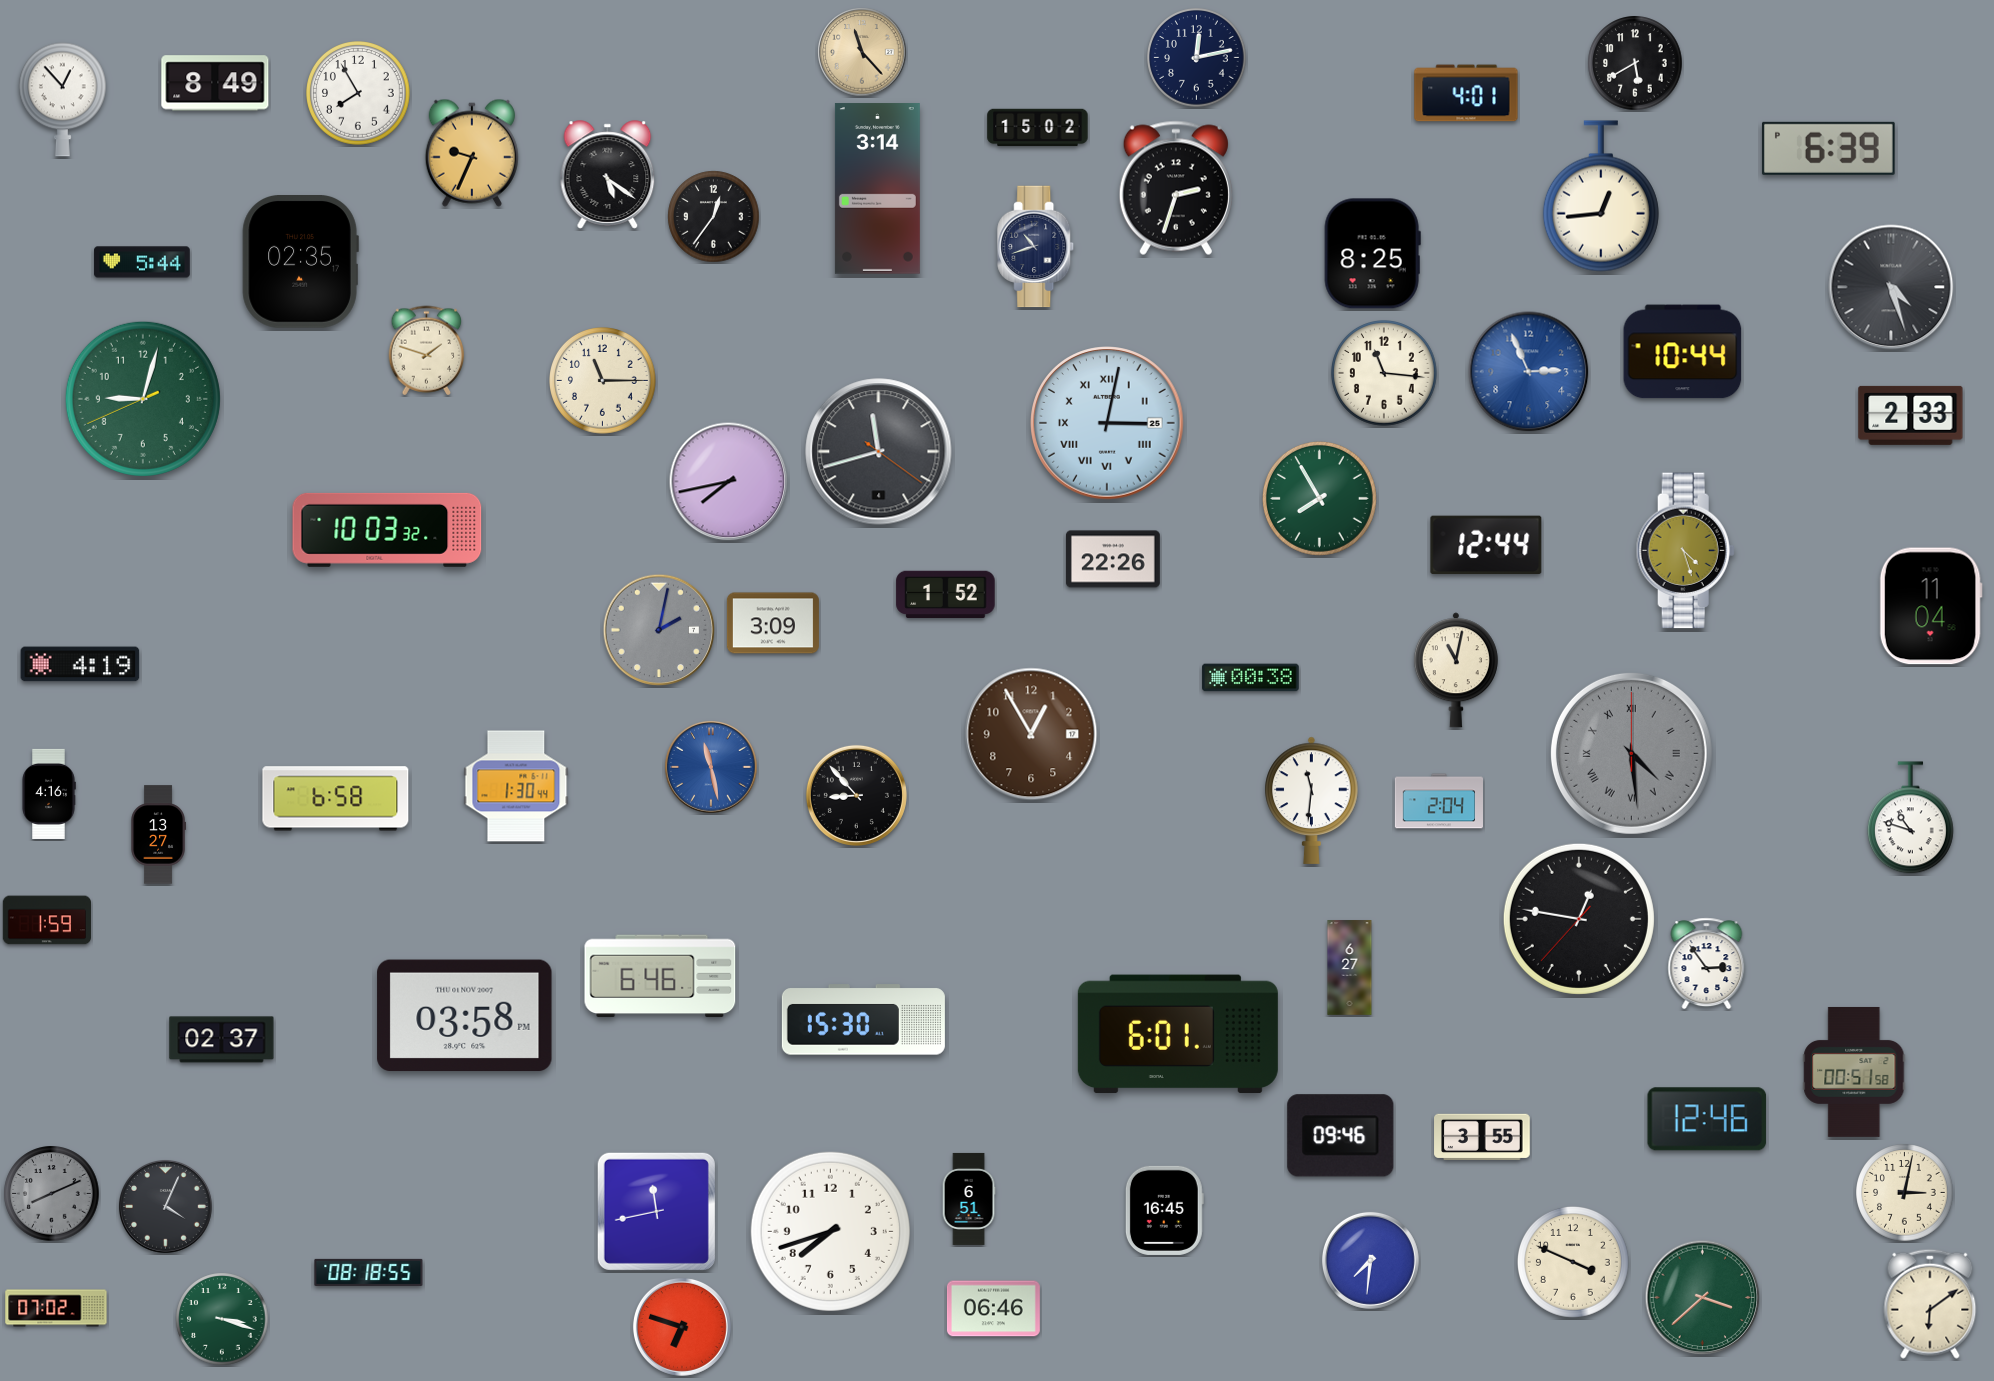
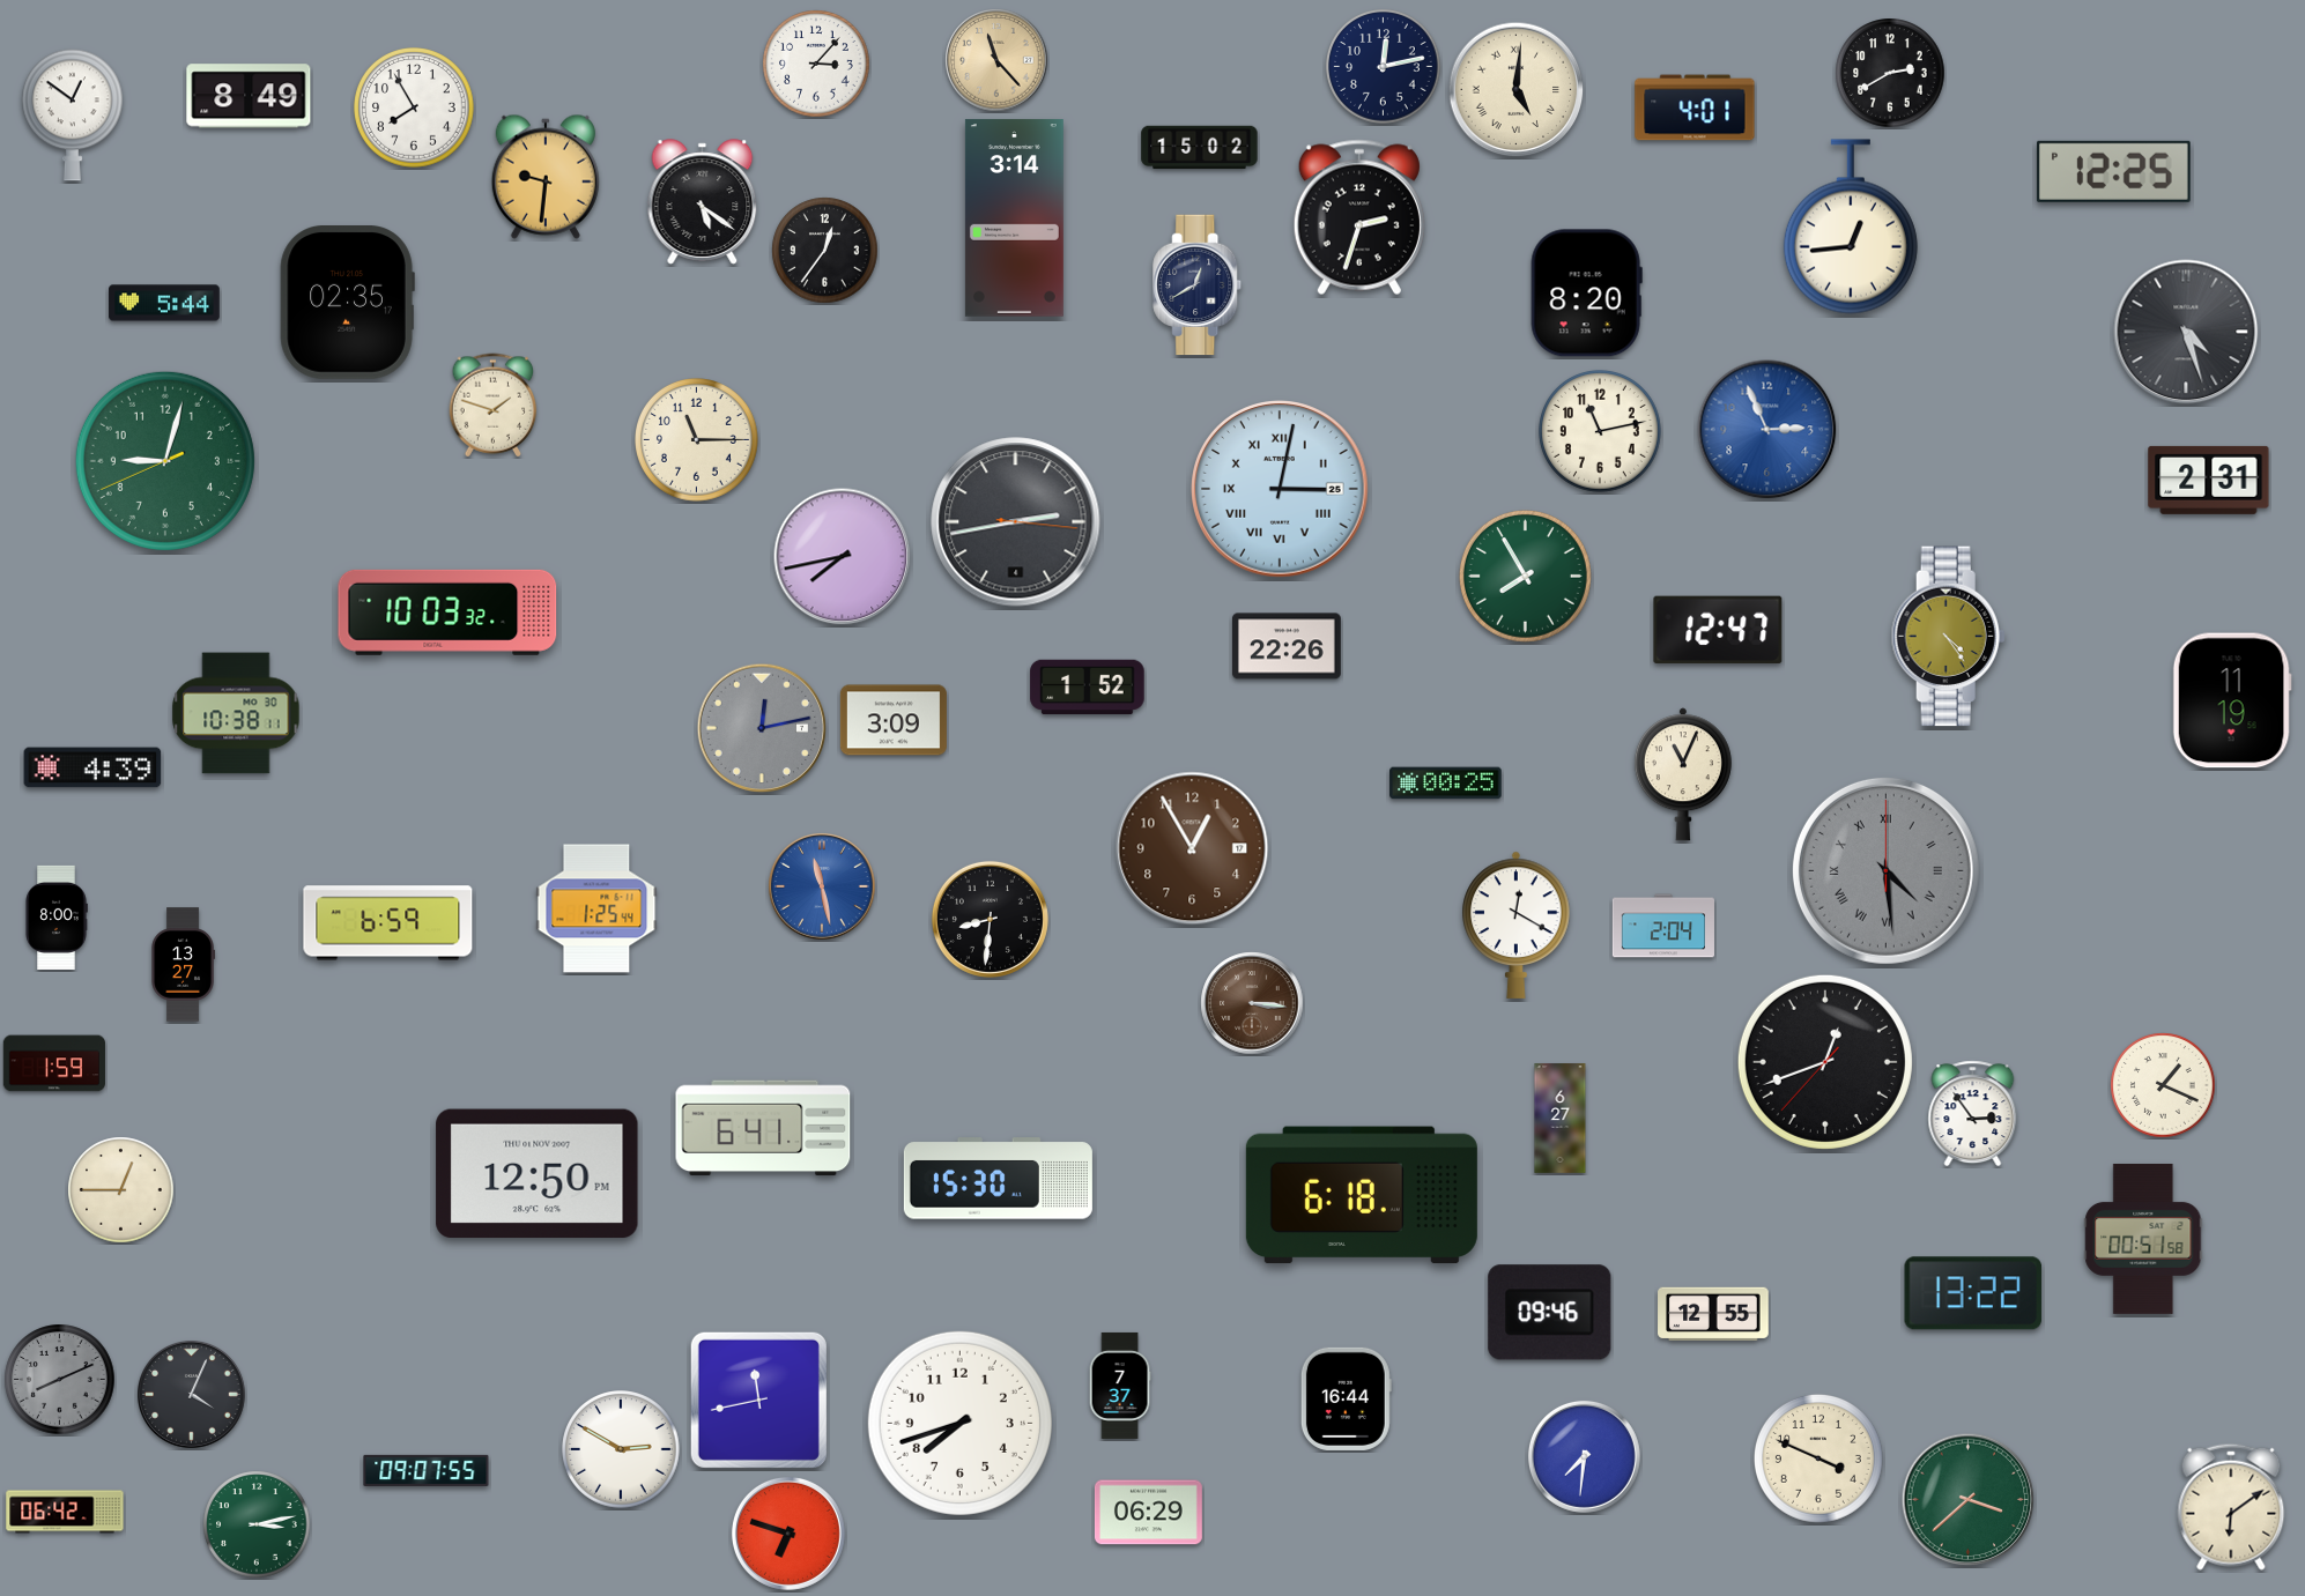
clock at (816, 64): none -> 3:07
clock at (1635, 63): 5:40 -> 2:40
clock at (1517, 90): none -> 5:01
clock at (62, 100): 12:53 -> 12:51
clock at (1828, 148): 6:39 -> 12:25
clock at (472, 153): 9:34 -> 9:31
clock at (1036, 247): 10:42 -> 12:40
clock at (1372, 254): 8:25 -> 8:20
clock at (1683, 352): 10:44 -> none
clock at (1385, 374): 11:16 -> 11:13
clock at (1911, 415): 2:33 -> 2:31
clock at (879, 452): 11:42 -> 2:43
clock at (1486, 545): 12:44 -> 12:47
clock at (1685, 551): 4:27 -> 4:24
clock at (946, 595) position: (946, 595) -> (1088, 688)
clock at (1931, 606): 11:04 -> 11:19
clock at (236, 713): none -> 10:38
clock at (659, 630): 2:02 -> 12:13
clock at (80, 664): 4:19 -> 4:39
clock at (1456, 670): 11:02 -> 11:04
clock at (1251, 678): 00:38 -> 00:25
clock at (516, 786): 1:30 -> 1:25
clock at (49, 794): 4:16 -> 8:00
clock at (856, 795): 8:53 -> 8:31
clock at (336, 799): 6:58 -> 6:59
clock at (1312, 800): 11:31 -> 12:20
clock at (1910, 818): 10:48 -> none
clock at (1252, 1003): none -> 3:16
clock at (1579, 919): 12:46 -> 12:41
clock at (2163, 1085): none -> 1:19
clock at (660, 976): 6:46 -> 6:41
clock at (465, 1016): 03:58 -> 12:50
clock at (121, 1190): none -> 12:45
clock at (1178, 1034): 6:01 -> 6:18
clock at (222, 1040): 02:37 -> none
clock at (1707, 1119): 12:46 -> 13:22
clock at (1482, 1136): 3:55 -> 12:55
clock at (1905, 1193): 3:02 -> none
clock at (969, 1199): 6:51 -> 7:37
clock at (1164, 1210): 16:45 -> 16:44
clock at (621, 1449): none -> 2:50
clock at (369, 1272): 08:18 -> 09:07
clock at (56, 1308): 07:02 -> 06:42
clock at (993, 1309): 06:46 -> 06:29
clock at (222, 1319): 3:18 -> 3:13
